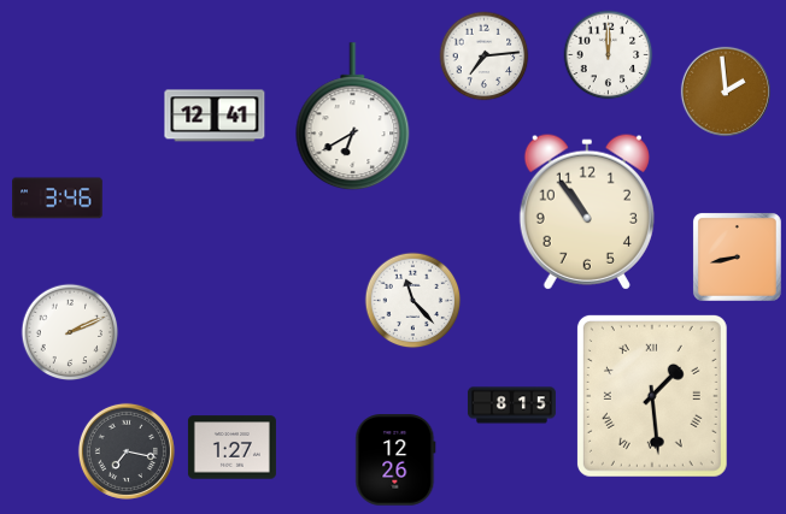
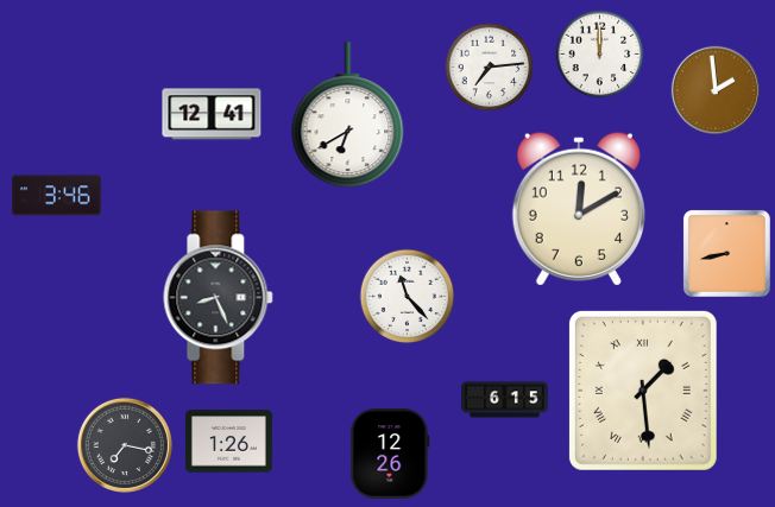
clock at (485, 57) position: (485, 57) -> (490, 68)
clock at (587, 212): 10:54 -> 12:10
clock at (219, 298): none -> 8:26
clock at (70, 332): 2:11 -> none
clock at (511, 406): 8:15 -> 6:15
clock at (231, 448): 1:27 -> 1:26
